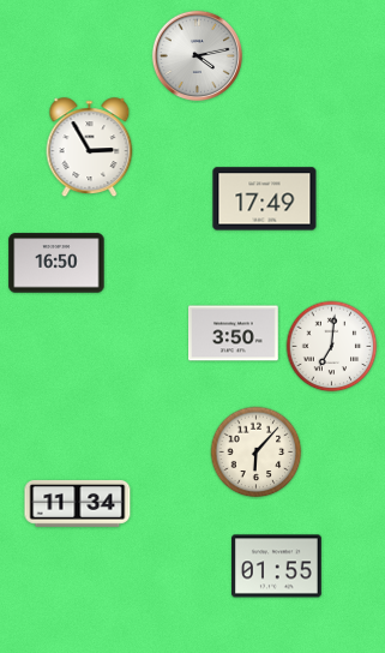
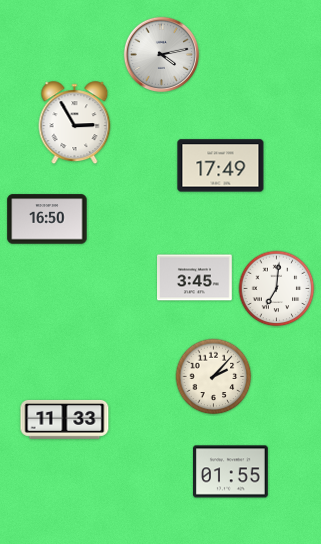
clock at (197, 55) position: (197, 55) -> (161, 54)
clock at (234, 334): 3:50 -> 3:45
clock at (257, 453): 6:07 -> 2:07
clock at (78, 503): 11:34 -> 11:33
